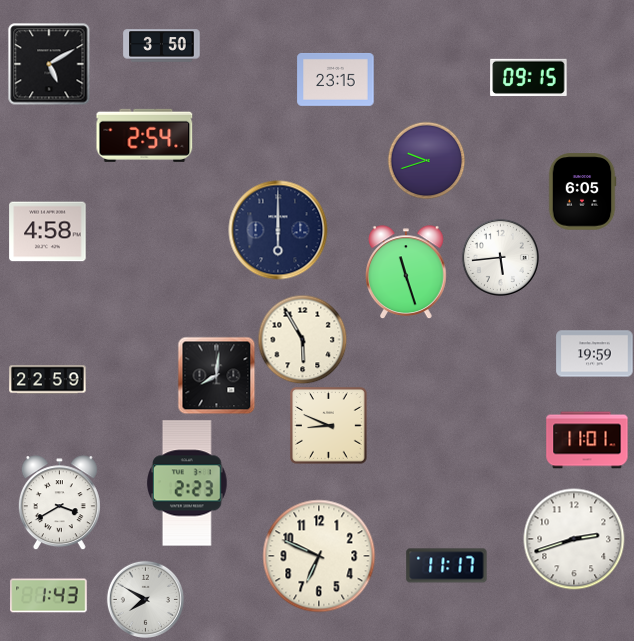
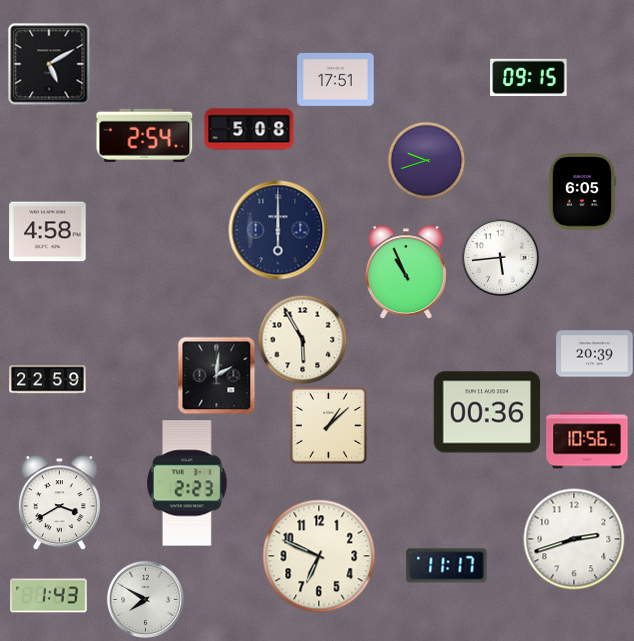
clock at (162, 46): 3:50 -> none
clock at (336, 79): 23:15 -> 17:51
clock at (249, 129): none -> 5:08
clock at (407, 272): 11:27 -> 10:56
clock at (595, 354): 19:59 -> 20:39
clock at (216, 375): 8:01 -> 2:01
clock at (487, 412): none -> 00:36
clock at (329, 426): 8:49 -> 1:08
clock at (587, 440): 11:01 -> 10:56
